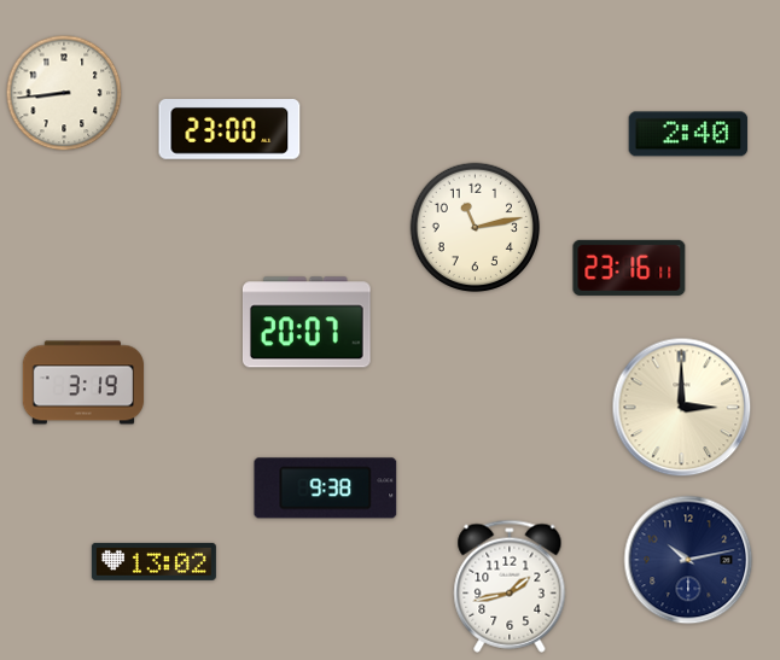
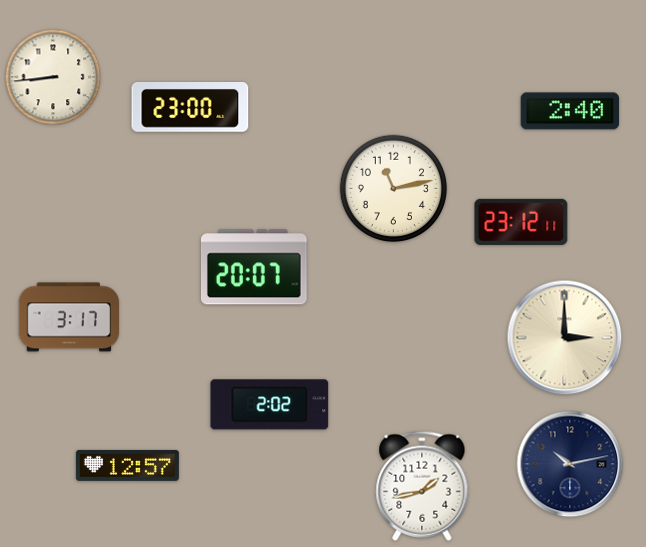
clock at (629, 268): 23:16 -> 23:12
clock at (83, 382): 3:19 -> 3:17
clock at (326, 489): 9:38 -> 2:02
clock at (153, 561): 13:02 -> 12:57
